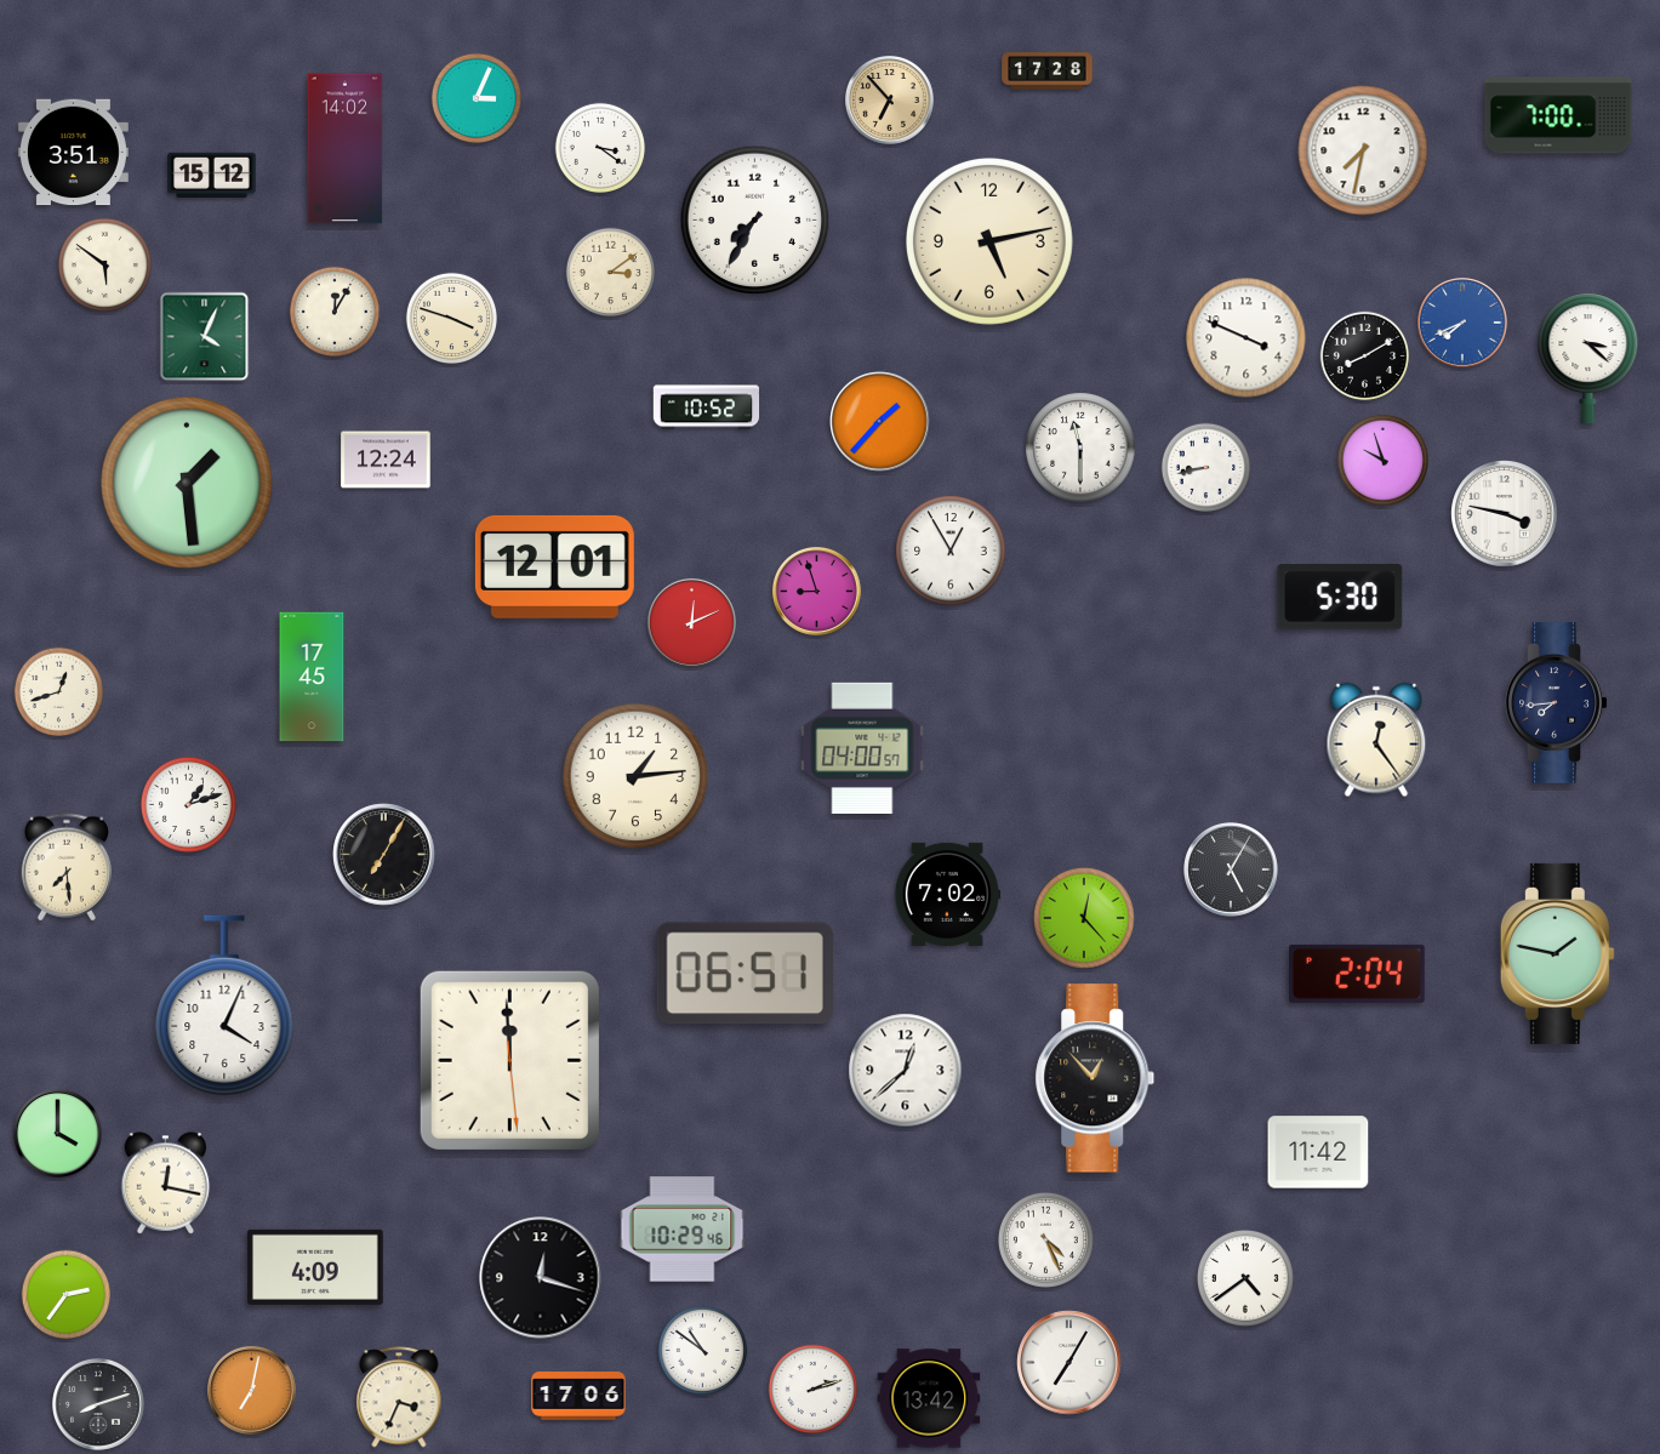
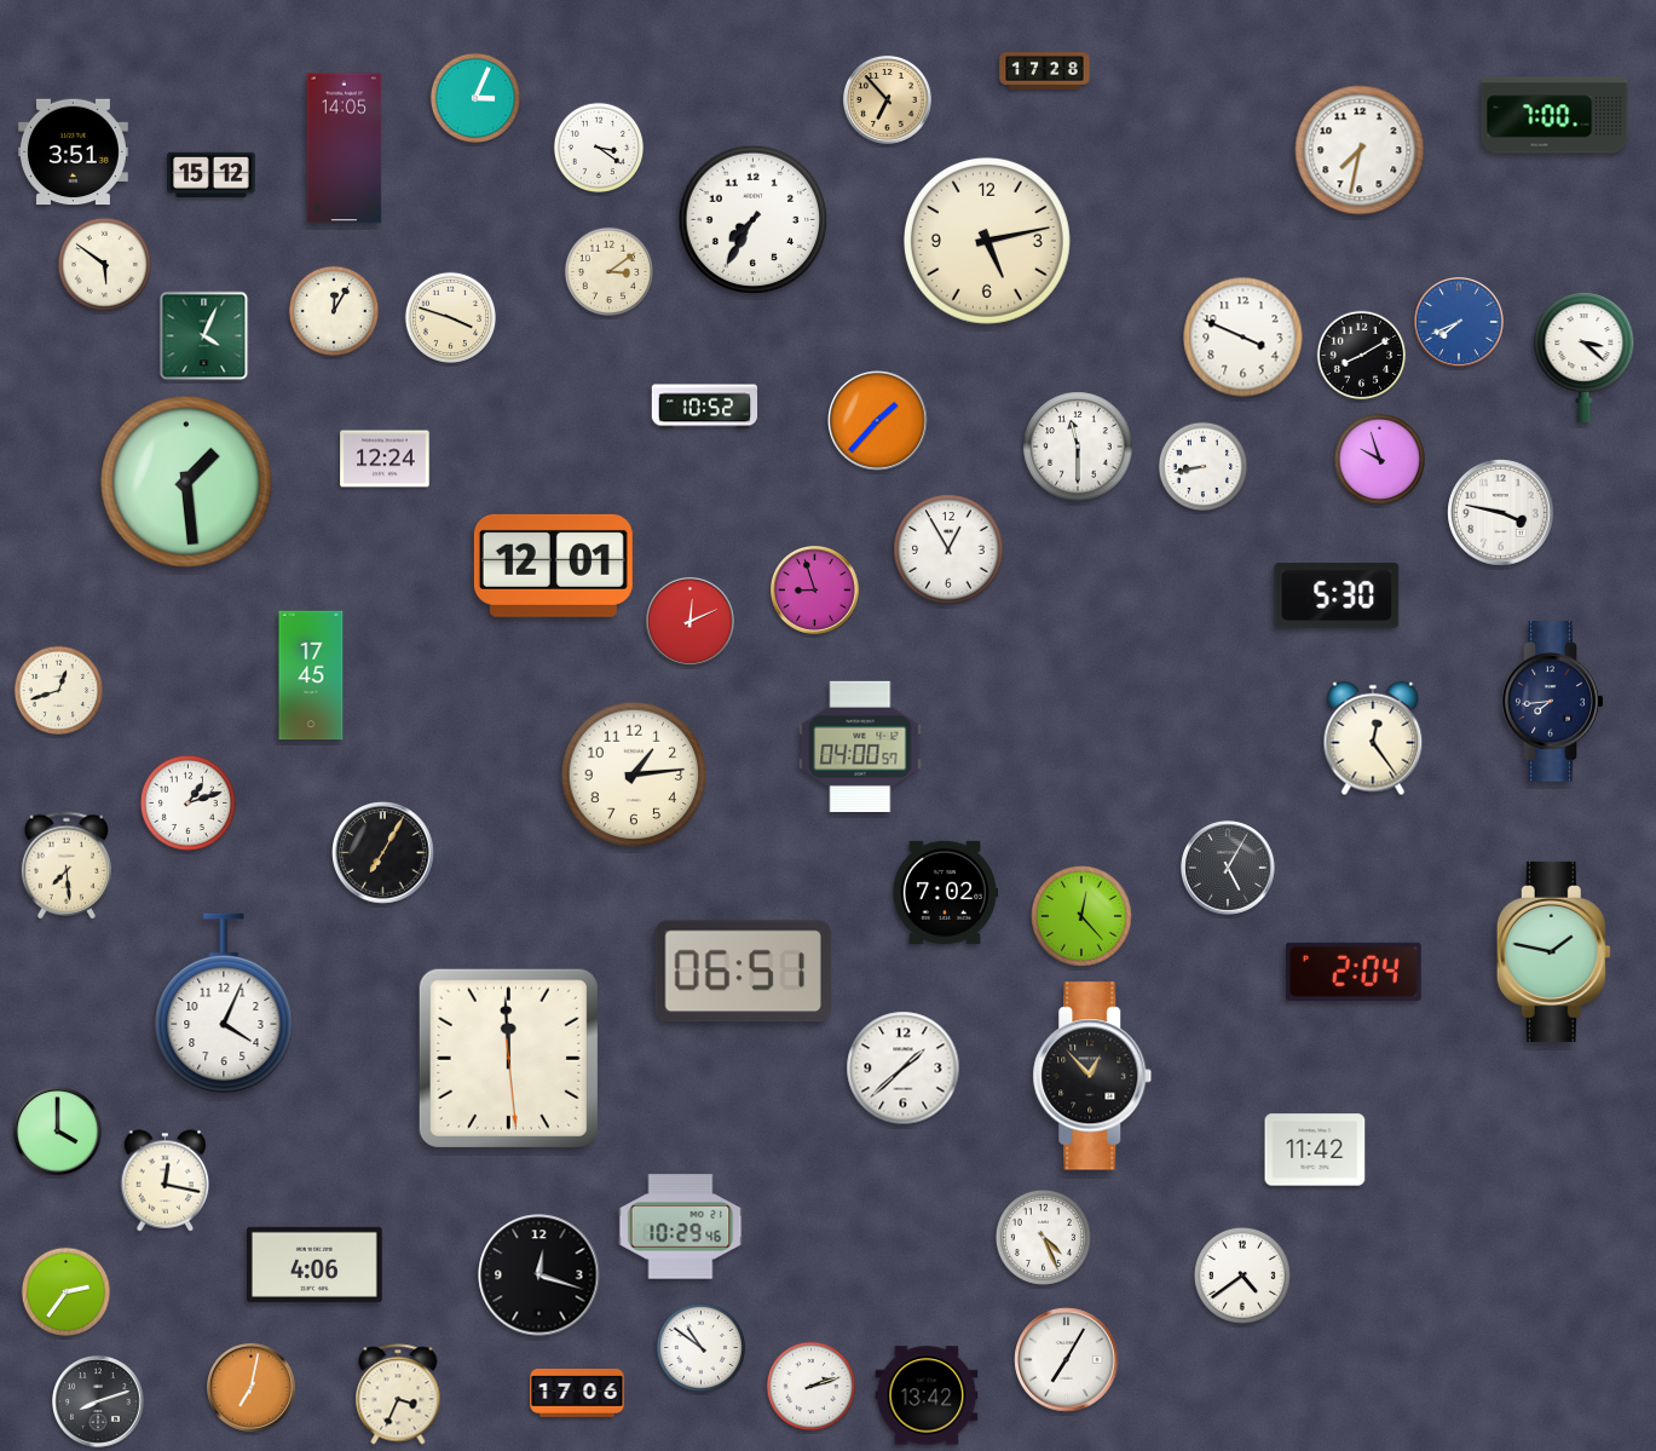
clock at (346, 149): 14:02 -> 14:05
clock at (906, 1071): 12:38 -> 1:38
clock at (315, 1267): 4:09 -> 4:06
